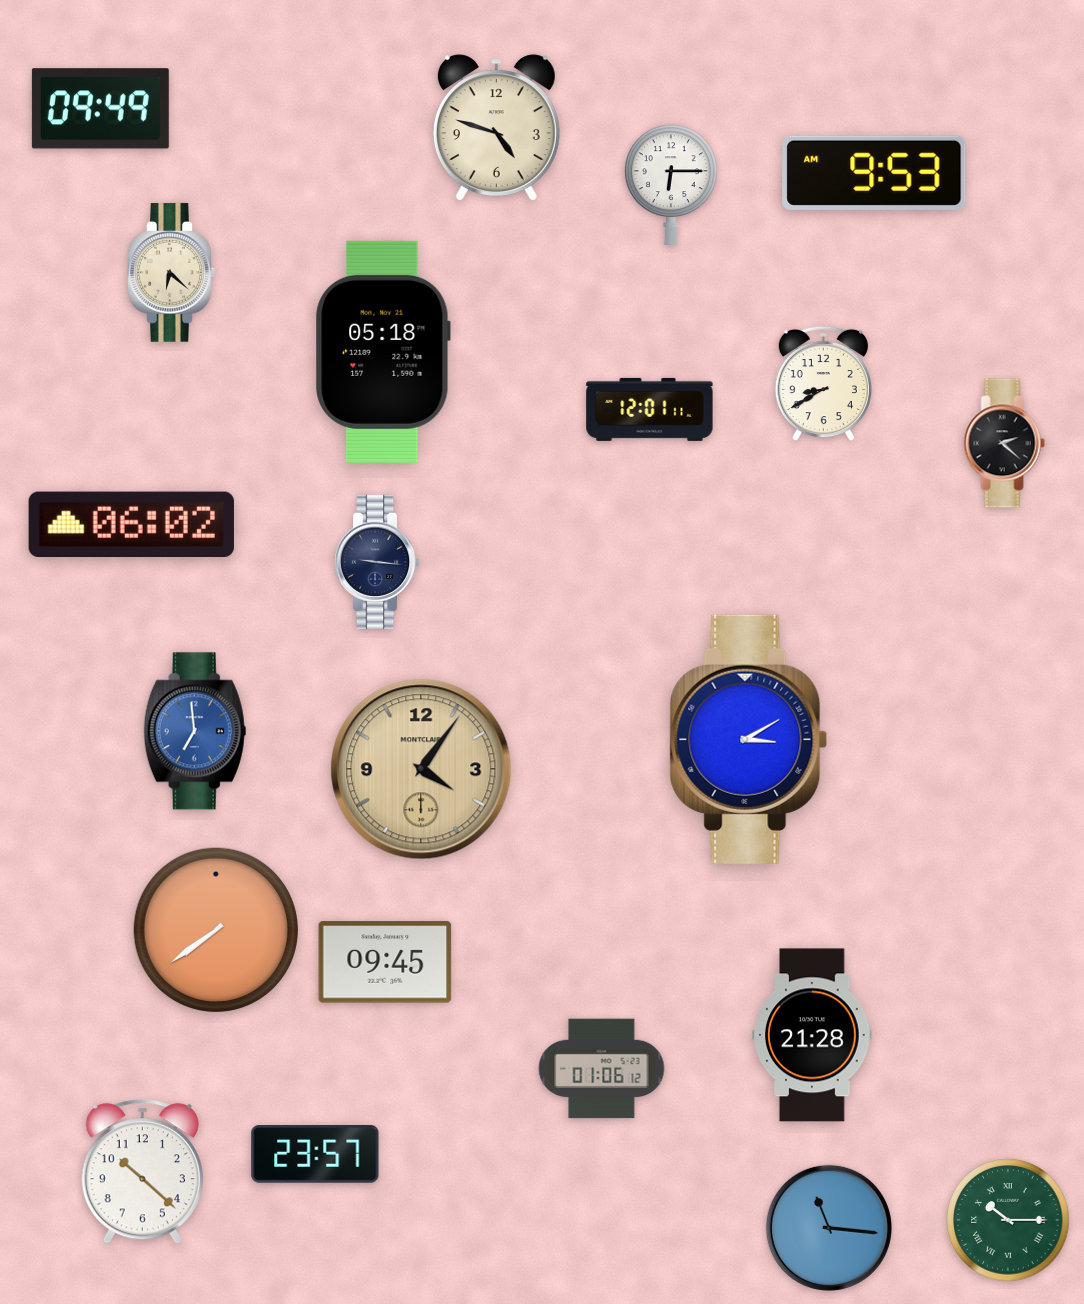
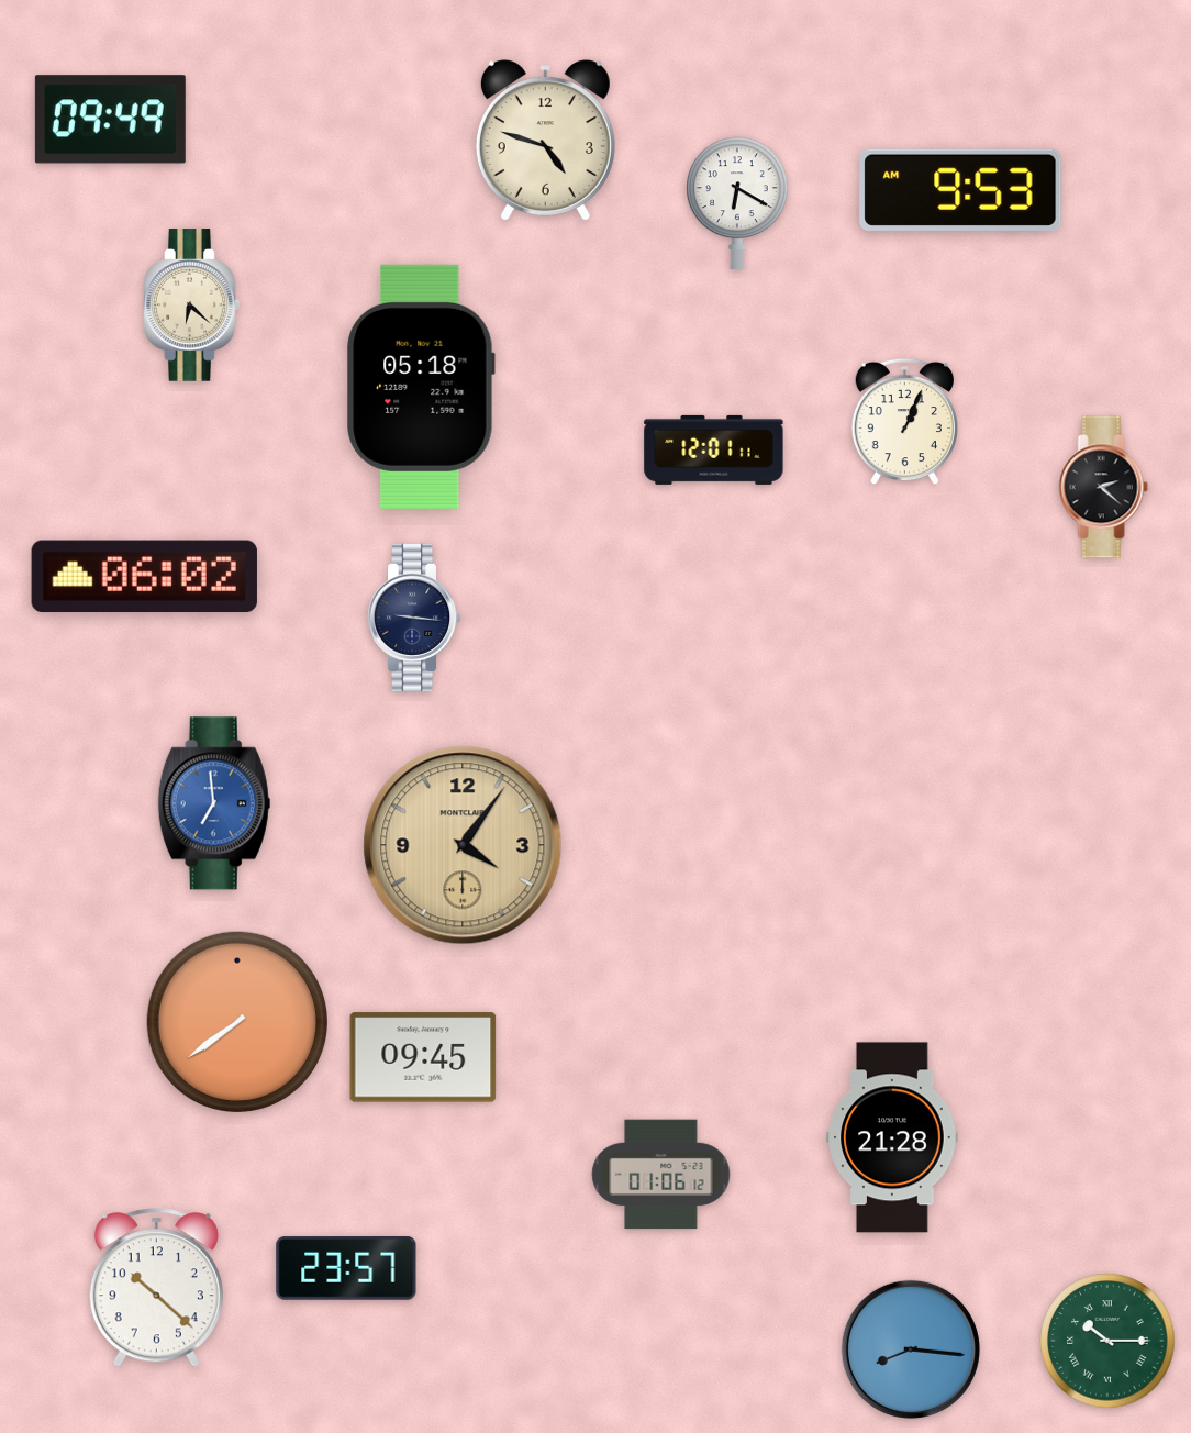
clock at (671, 184): 6:15 -> 6:20
clock at (172, 273) position: (172, 273) -> (192, 306)
clock at (823, 384): 8:40 -> 1:04
clock at (749, 739): 3:10 -> none
clock at (829, 1228): 11:16 -> 8:16
